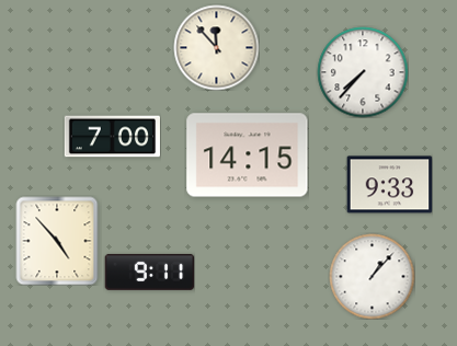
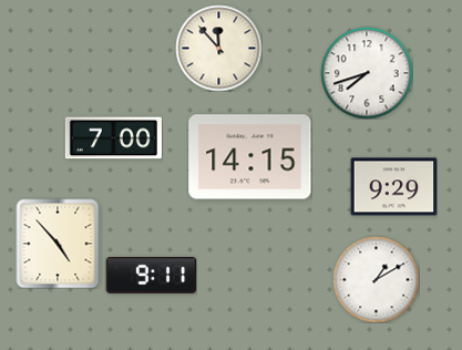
clock at (363, 72): 7:37 -> 7:42
clock at (389, 185): 9:33 -> 9:29
clock at (372, 276): 1:07 -> 1:10
